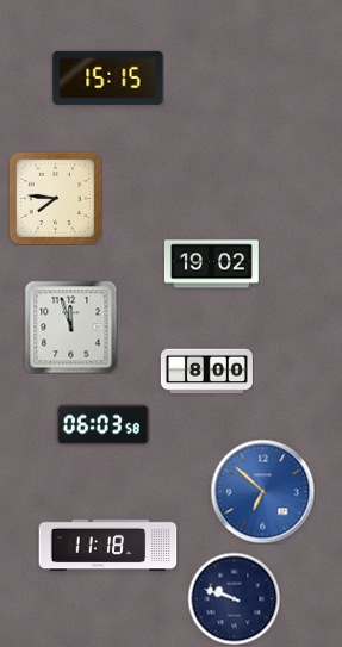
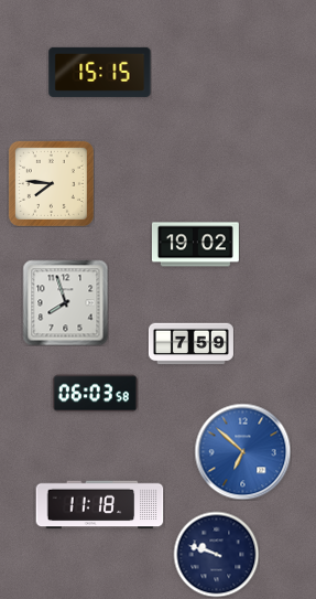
clock at (70, 326): 11:57 -> 7:57
clock at (206, 372): 8:00 -> 7:59
clock at (262, 491) position: (262, 491) -> (242, 451)
